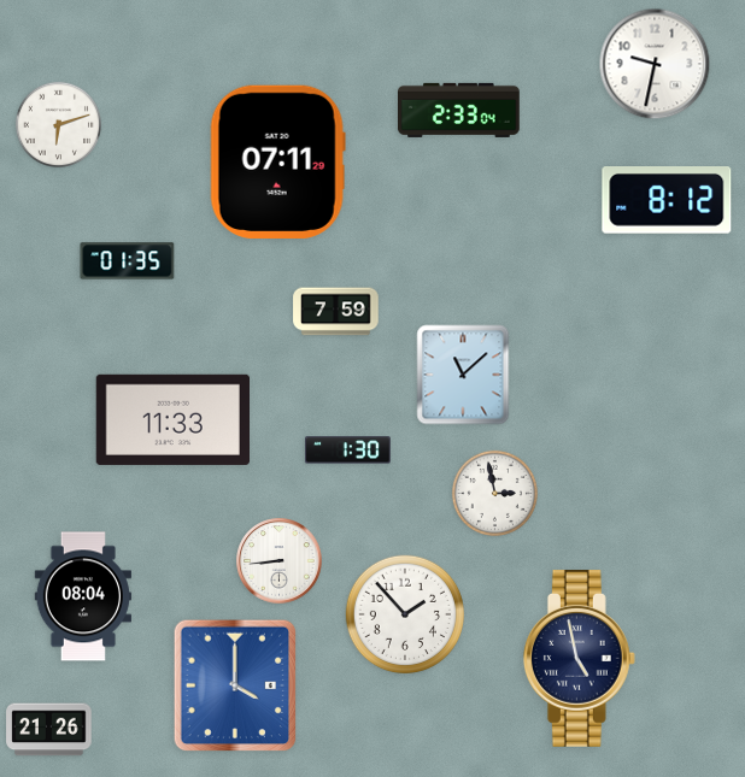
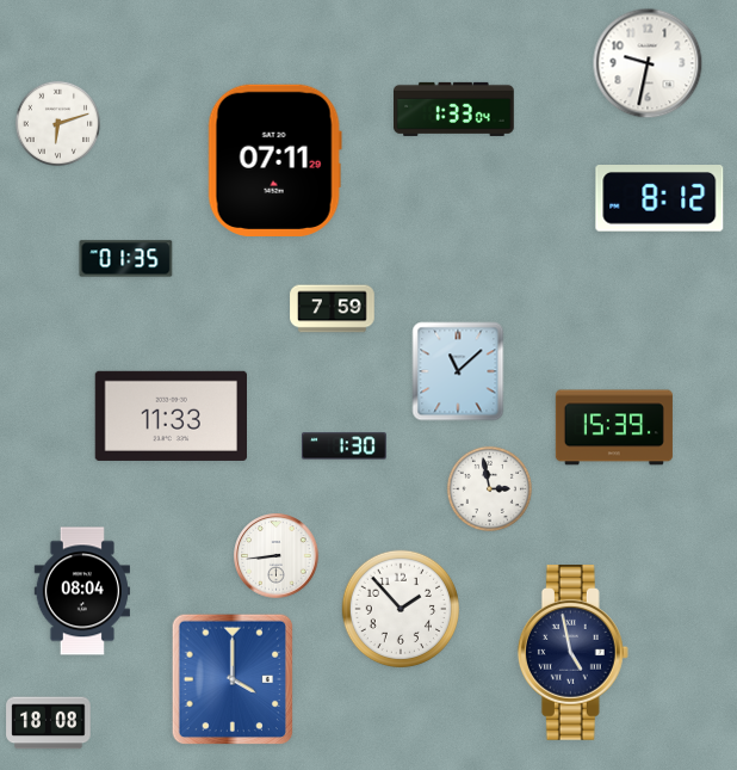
clock at (459, 110): 2:33 -> 1:33
clock at (614, 427): none -> 15:39
clock at (49, 730): 21:26 -> 18:08
